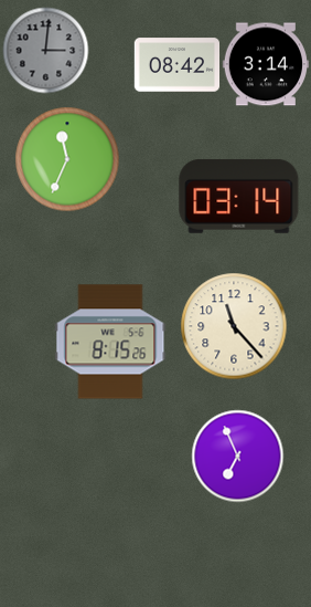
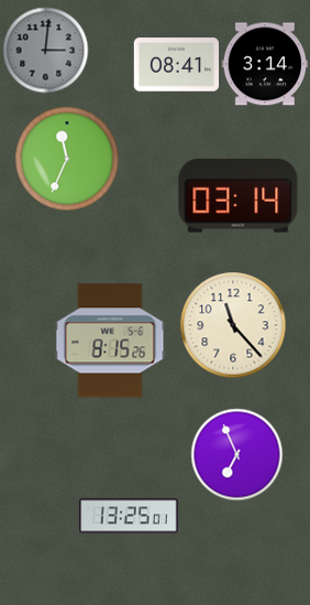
clock at (176, 65): 08:42 -> 08:41
clock at (129, 516): none -> 13:25
